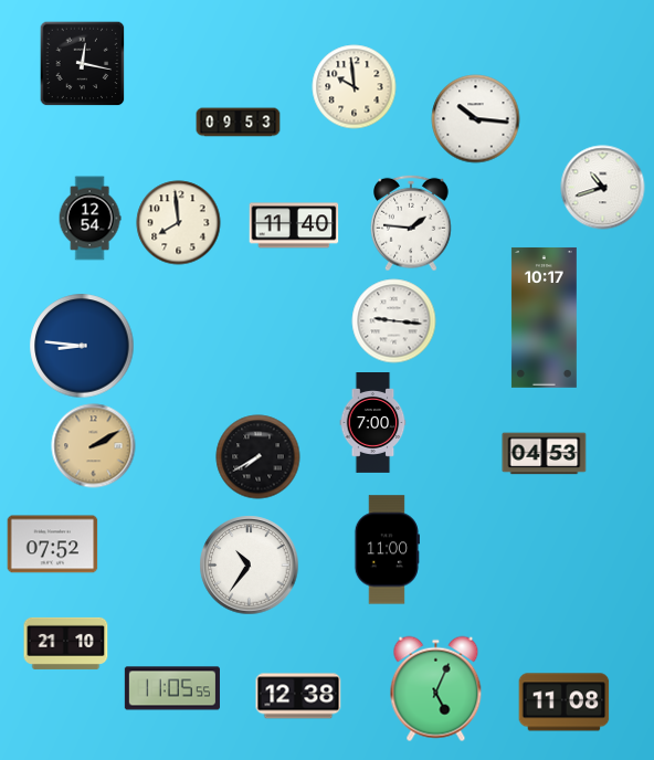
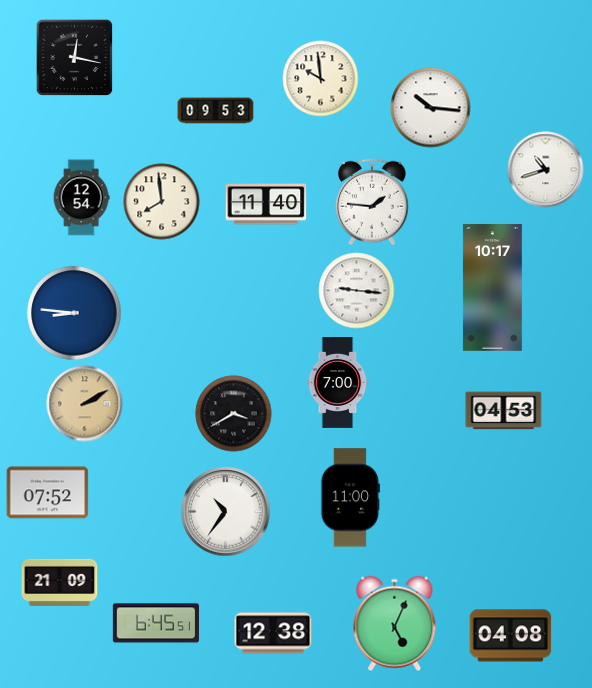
clock at (545, 454) position: (545, 454) -> (504, 411)
clock at (259, 457): 7:40 -> 3:40
clock at (66, 643): 21:10 -> 21:09
clock at (172, 688): 11:05 -> 6:45
clock at (298, 696) position: (298, 696) -> (273, 633)
clock at (565, 703): 11:08 -> 04:08
